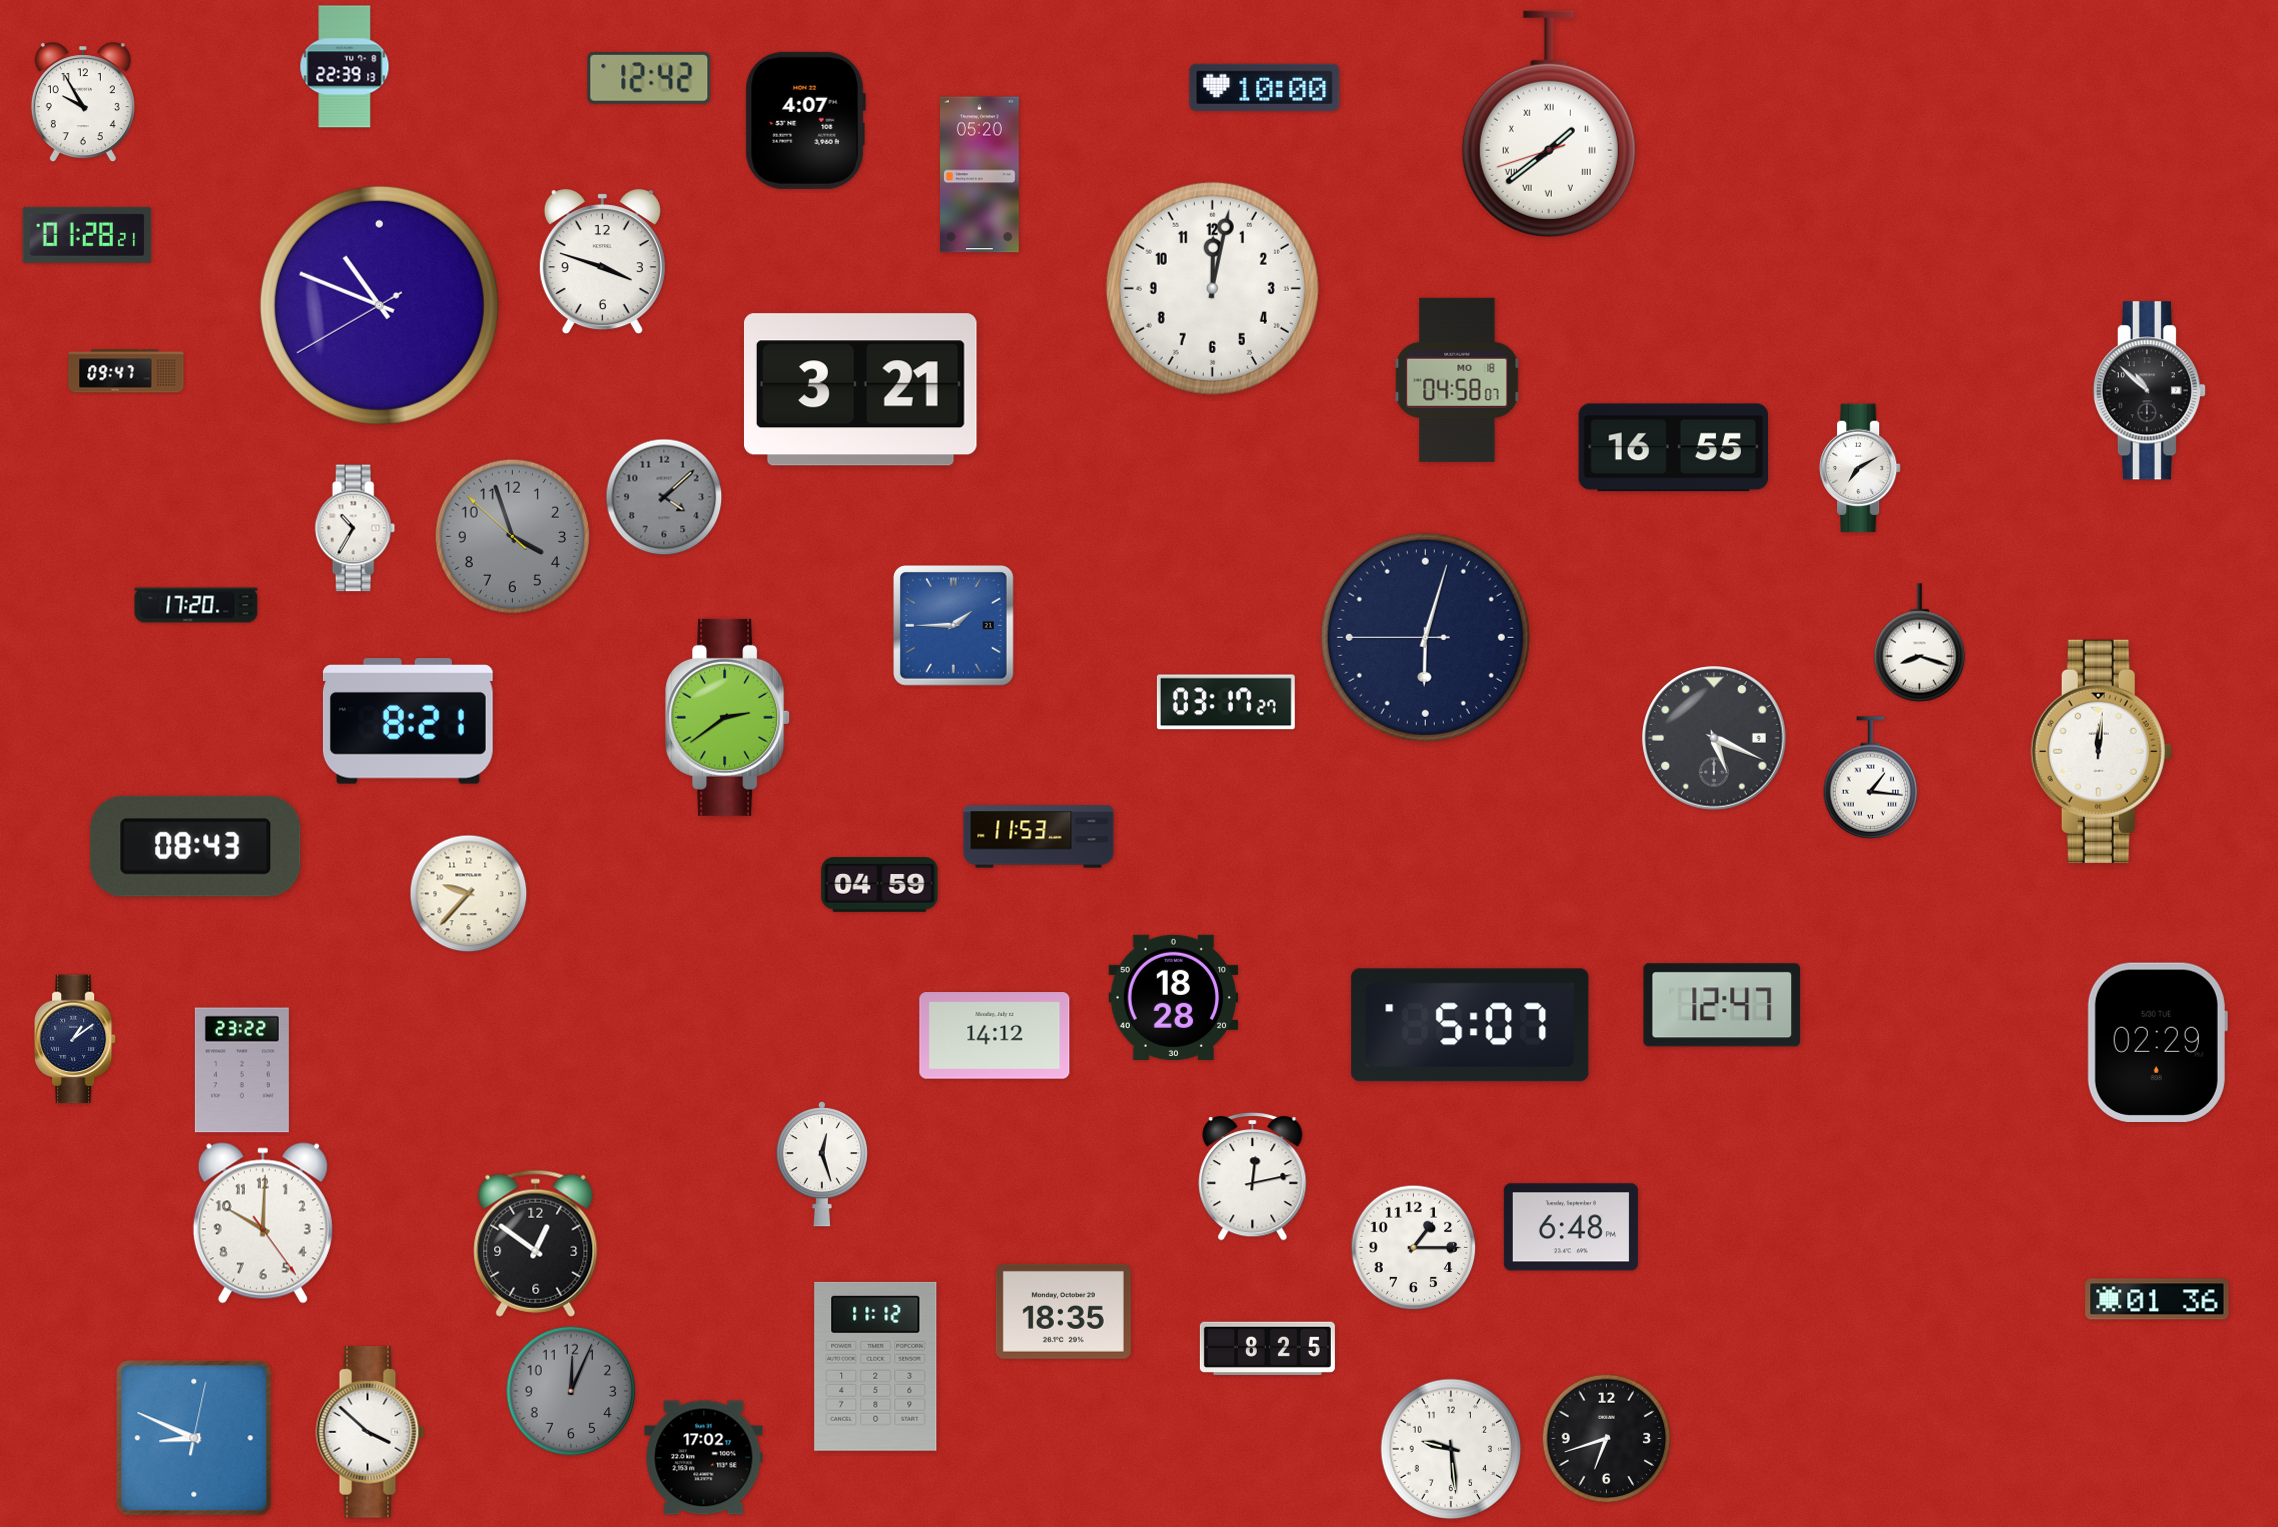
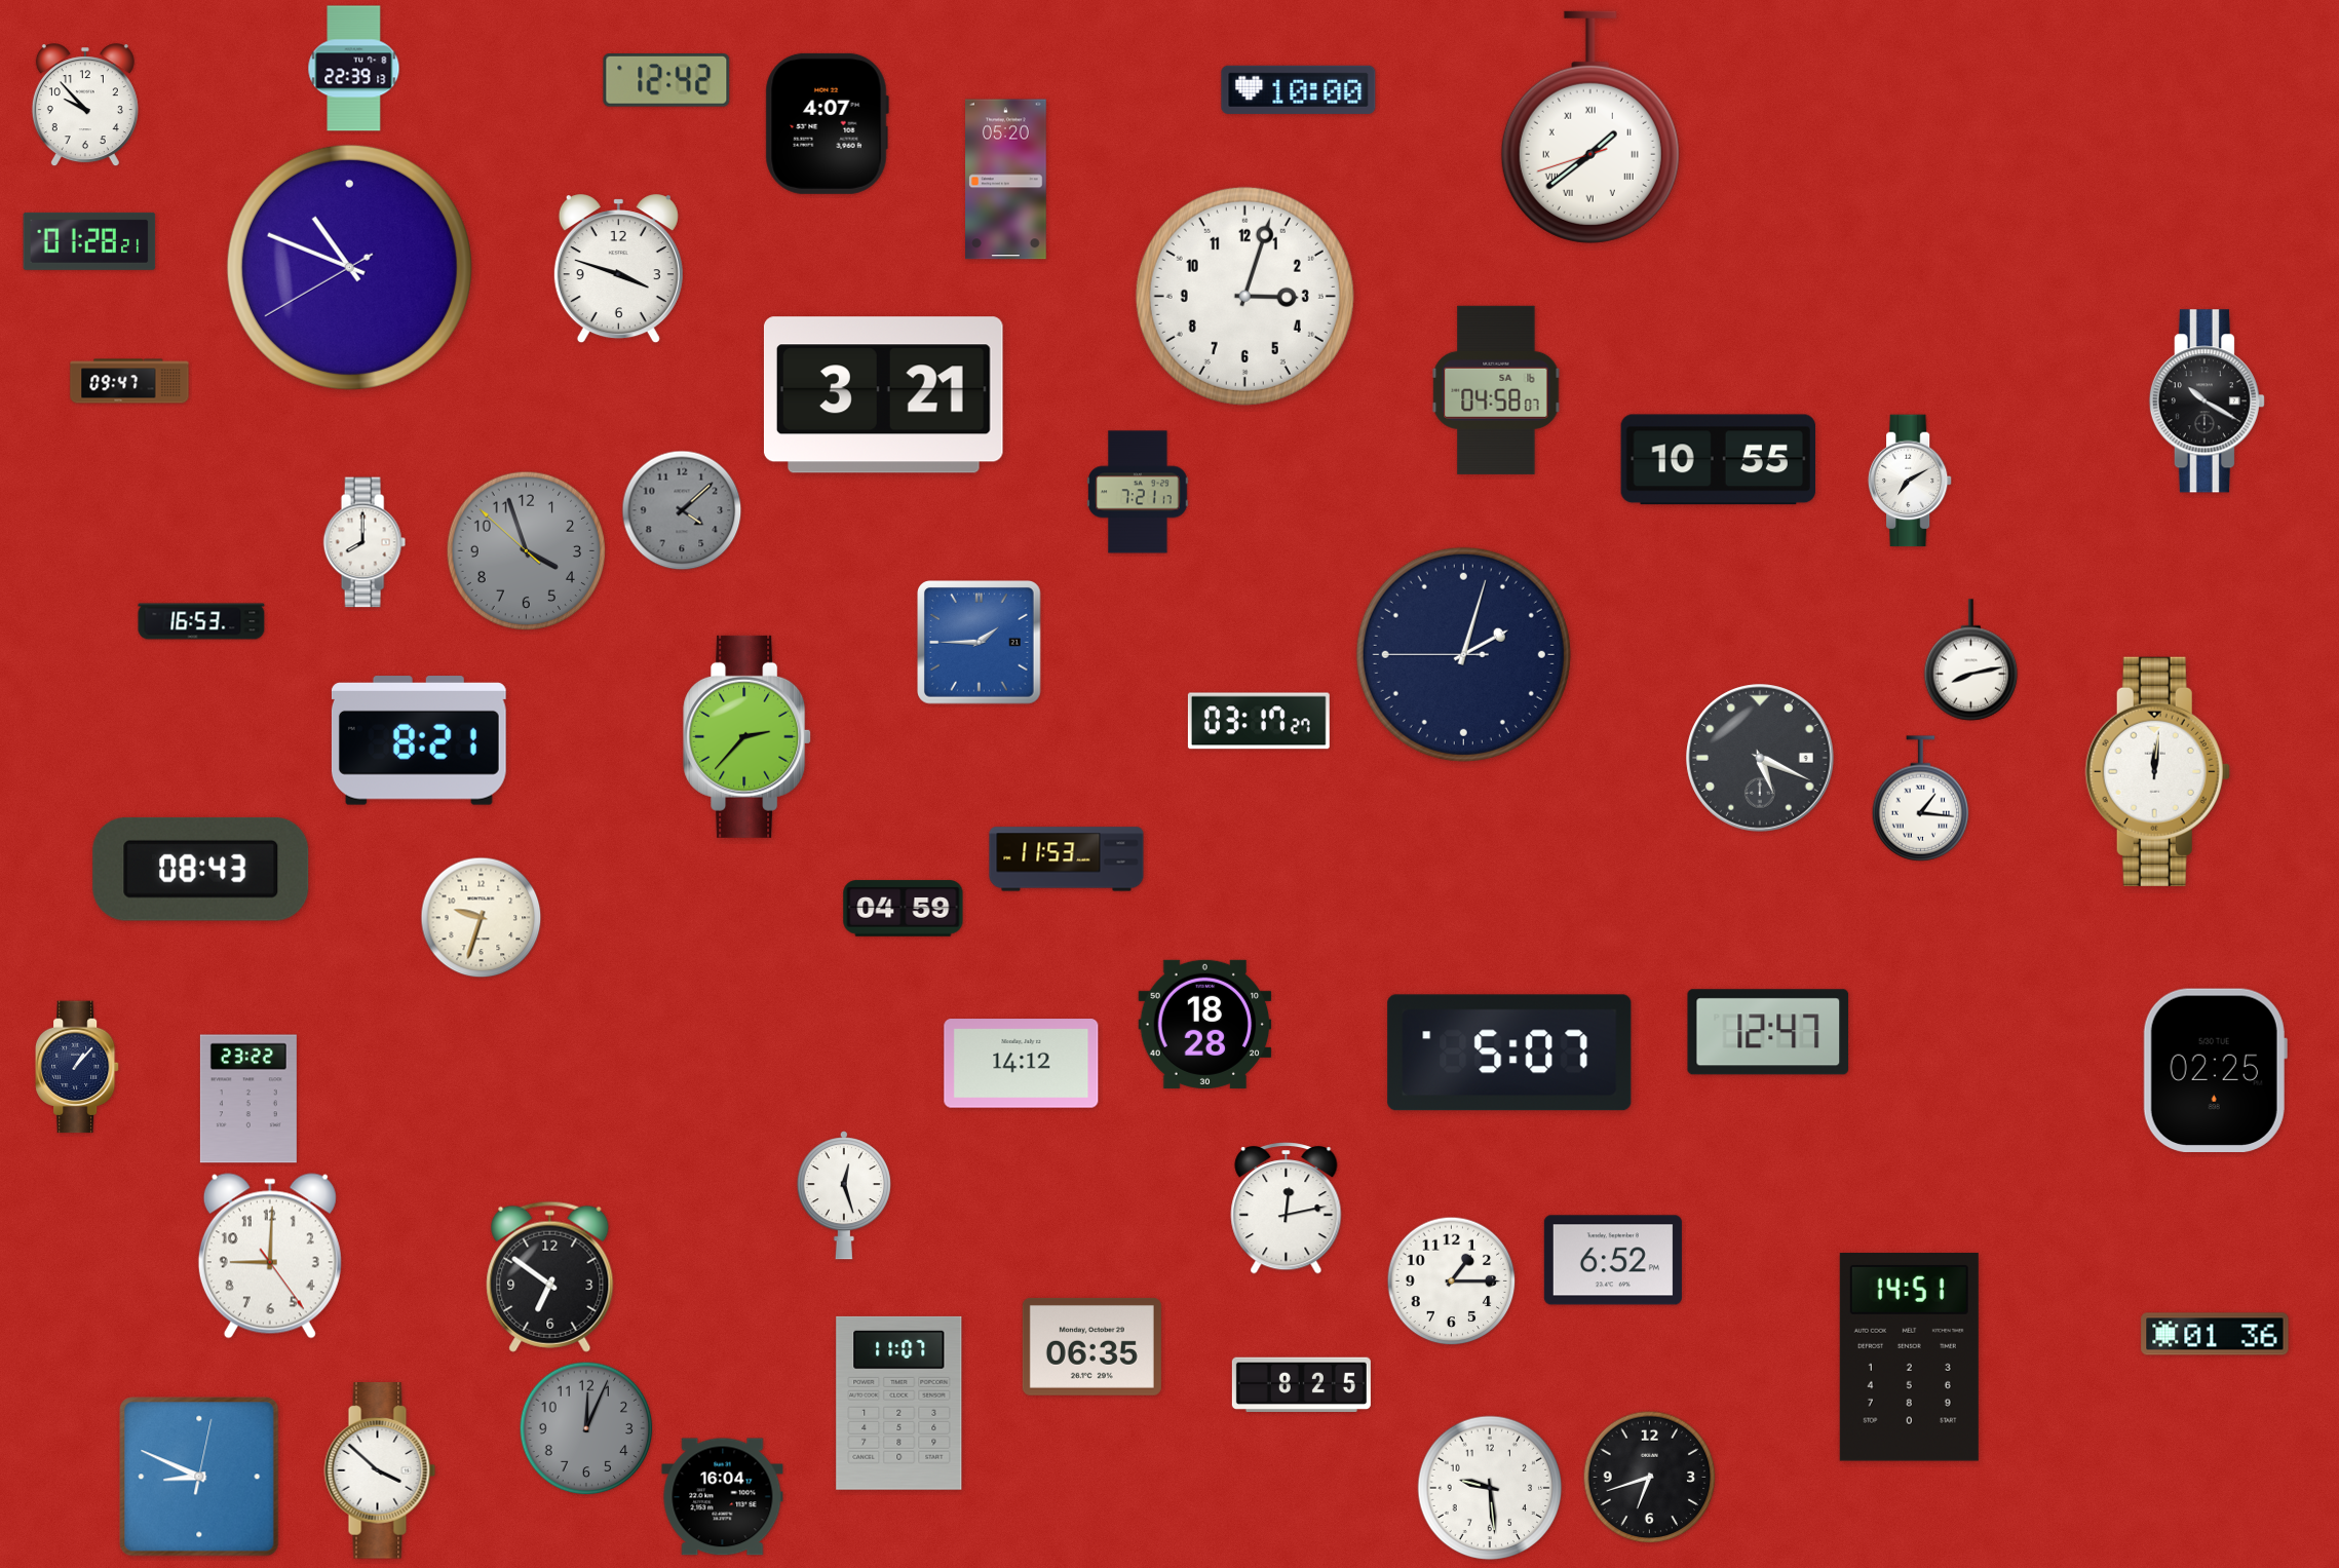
clock at (83, 103): 9:55 -> 9:53
clock at (1212, 288): 12:02 -> 3:03
clock at (379, 305) position: (379, 305) -> (349, 267)
clock at (1457, 380) date: MO 18 -> SA 16
clock at (860, 390) position: (860, 390) -> (883, 395)
clock at (2149, 391): 10:52 -> 10:20
clock at (1673, 448): 16:55 -> 10:55
clock at (1138, 492): none -> 7:21
clock at (355, 528): 10:35 -> 8:00
clock at (196, 605): 17:20 -> 16:53
clock at (1425, 637): 6:02 -> 2:02
clock at (1920, 643): 8:18 -> 8:13
clock at (728, 717): 2:39 -> 2:37
clock at (469, 894): 9:37 -> 9:33
clock at (75, 1039): 1:09 -> 1:07
clock at (2157, 1042): 02:29 -> 02:25
clock at (263, 1223): 10:00 -> 9:00
clock at (1571, 1227): 6:48 -> 6:52
clock at (536, 1243): 12:51 -> 6:51
clock at (1063, 1311): 18:35 -> 06:35
clock at (1909, 1357): none -> 14:51
clock at (876, 1366): 11:12 -> 11:07
clock at (704, 1458): 17:02 -> 16:04
